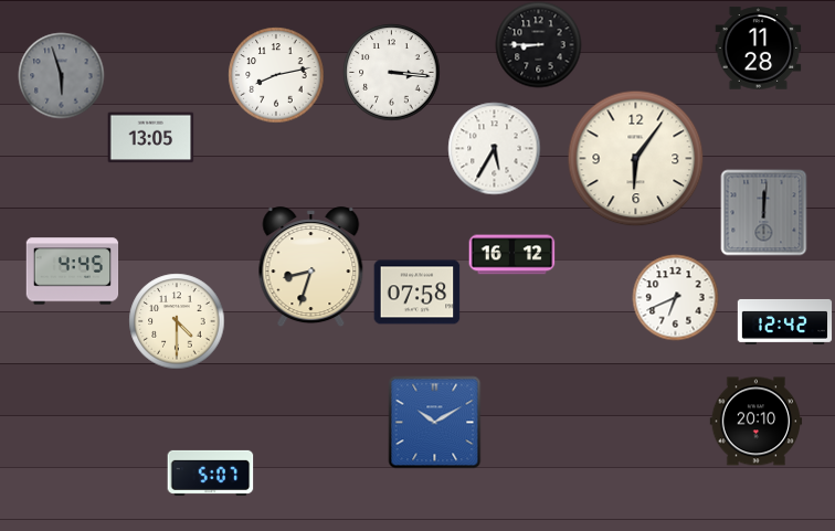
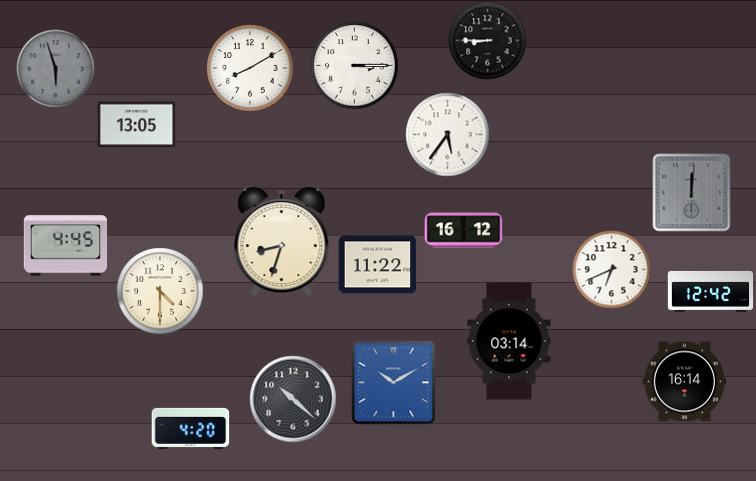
clock at (758, 49): 11:28 -> none
clock at (391, 72): 3:16 -> 3:15
clock at (276, 75): 8:13 -> 8:10
clock at (494, 148): 5:35 -> 5:36
clock at (635, 158): 6:06 -> none
clock at (416, 293): 07:58 -> 11:22
clock at (509, 341): none -> 03:14
clock at (755, 422): 20:10 -> 16:14
clock at (293, 399): none -> 10:22
clock at (210, 472): 5:07 -> 4:20
